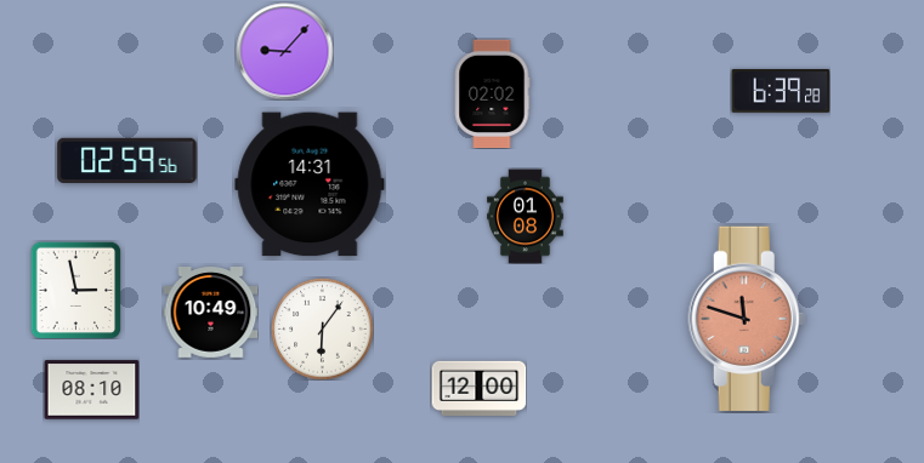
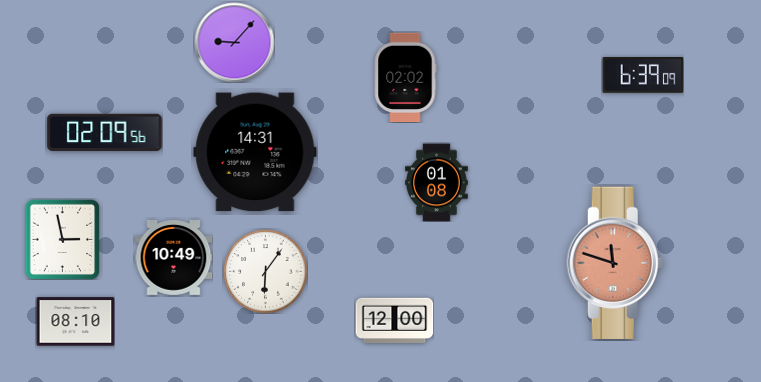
clock at (781, 92): 6:39:28 -> 6:39:09
clock at (127, 161): 02:59 -> 02:09
clock at (526, 216) position: (526, 216) -> (437, 182)
